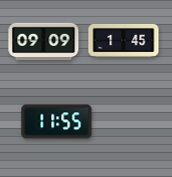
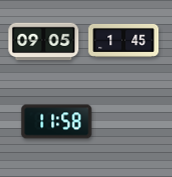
clock at (44, 42): 09:09 -> 09:05
clock at (57, 122): 11:55 -> 11:58
